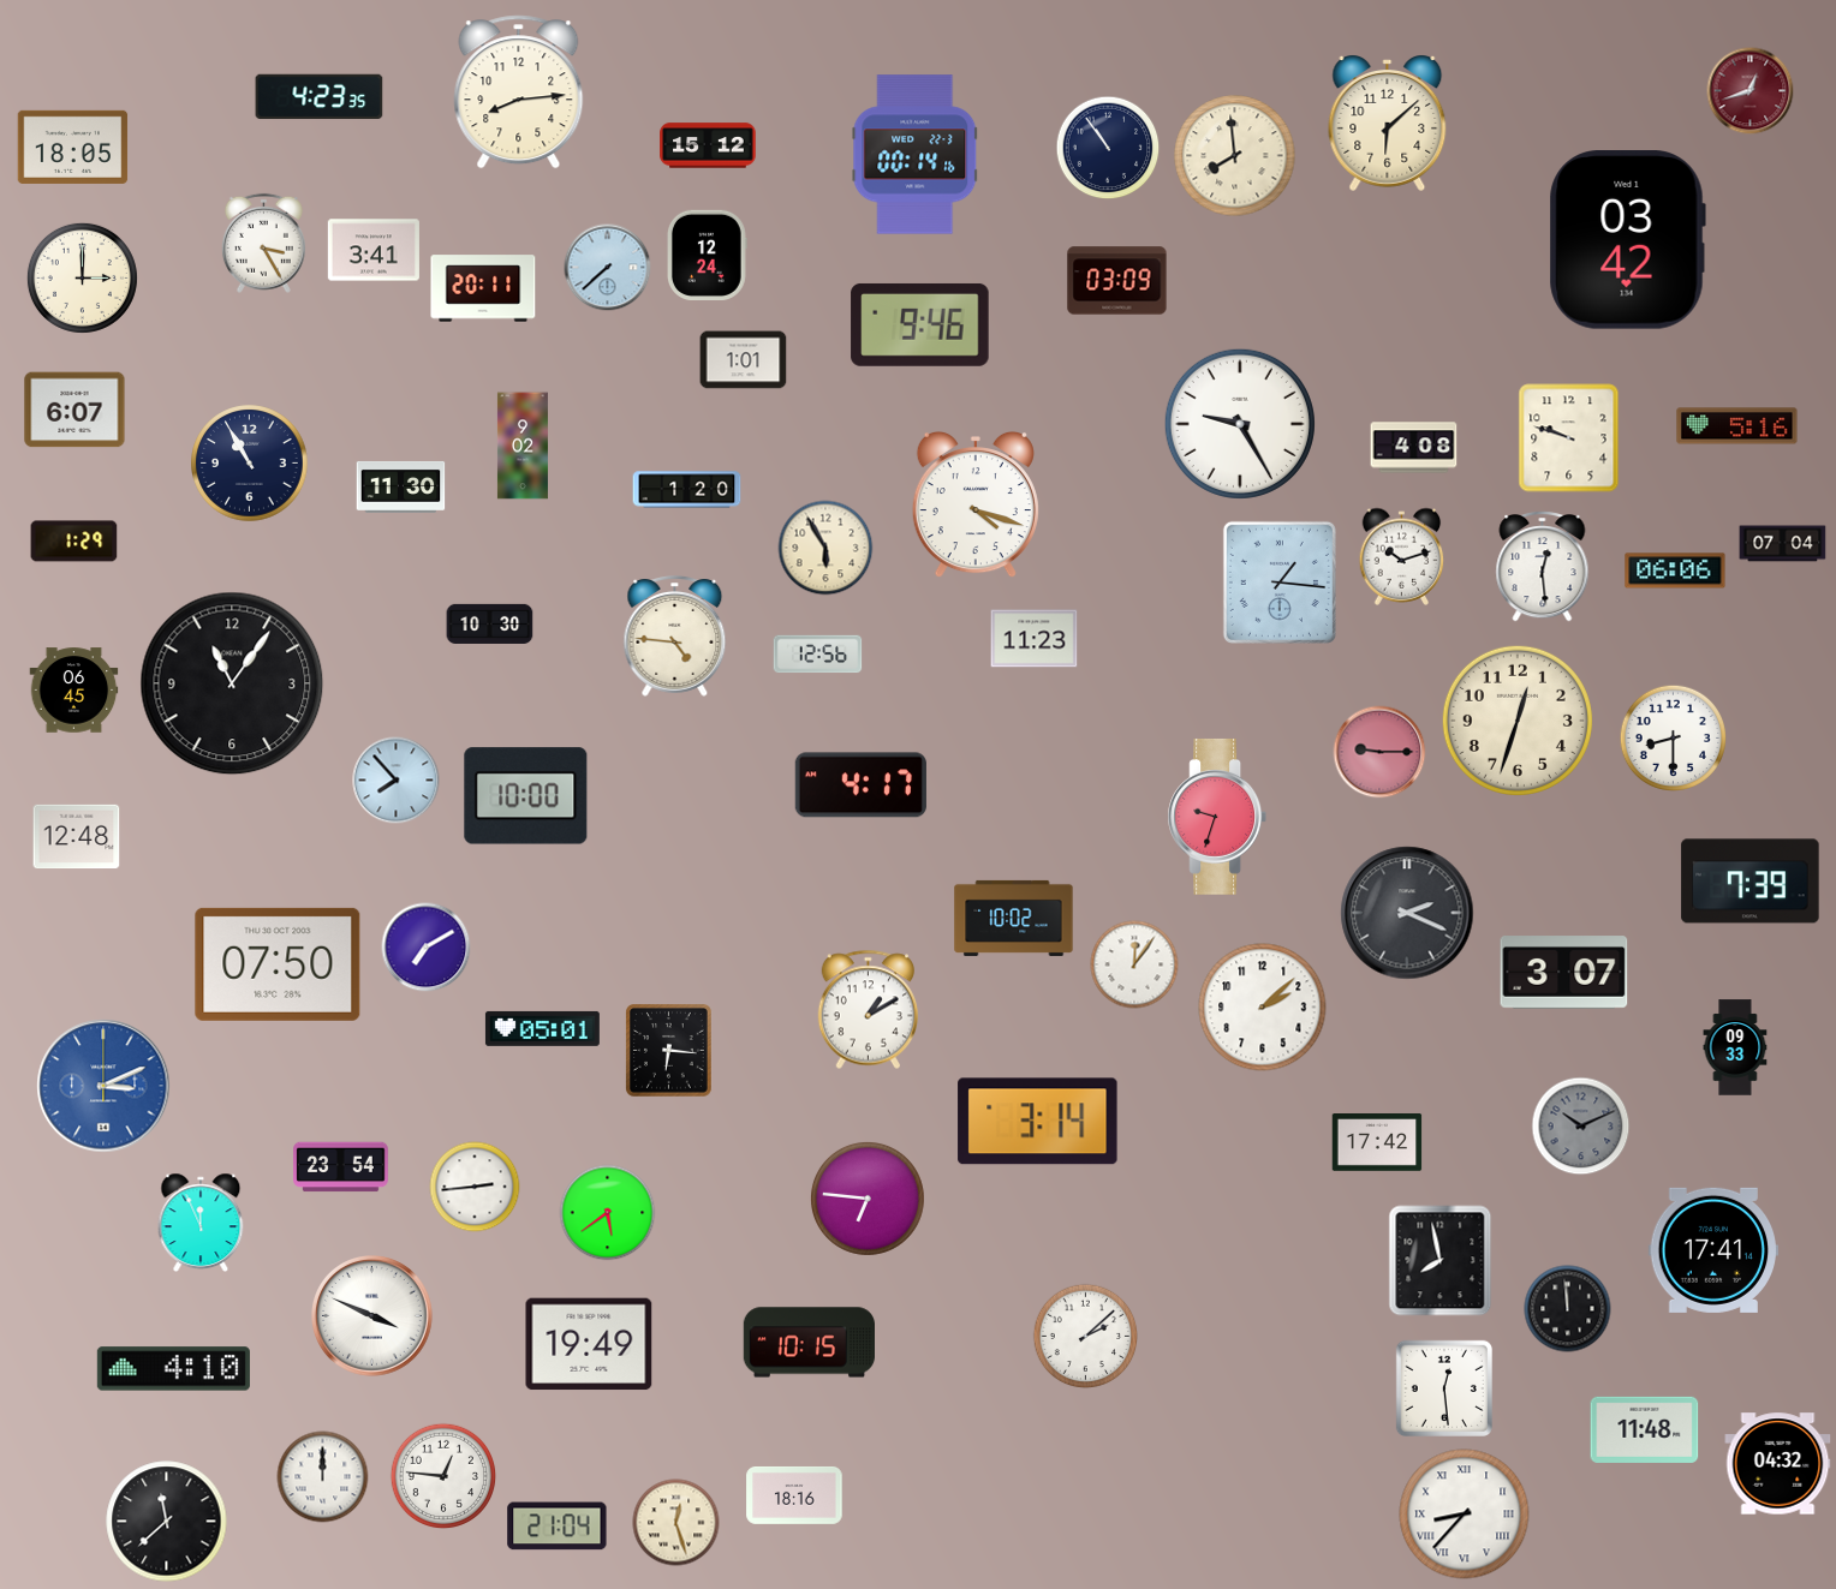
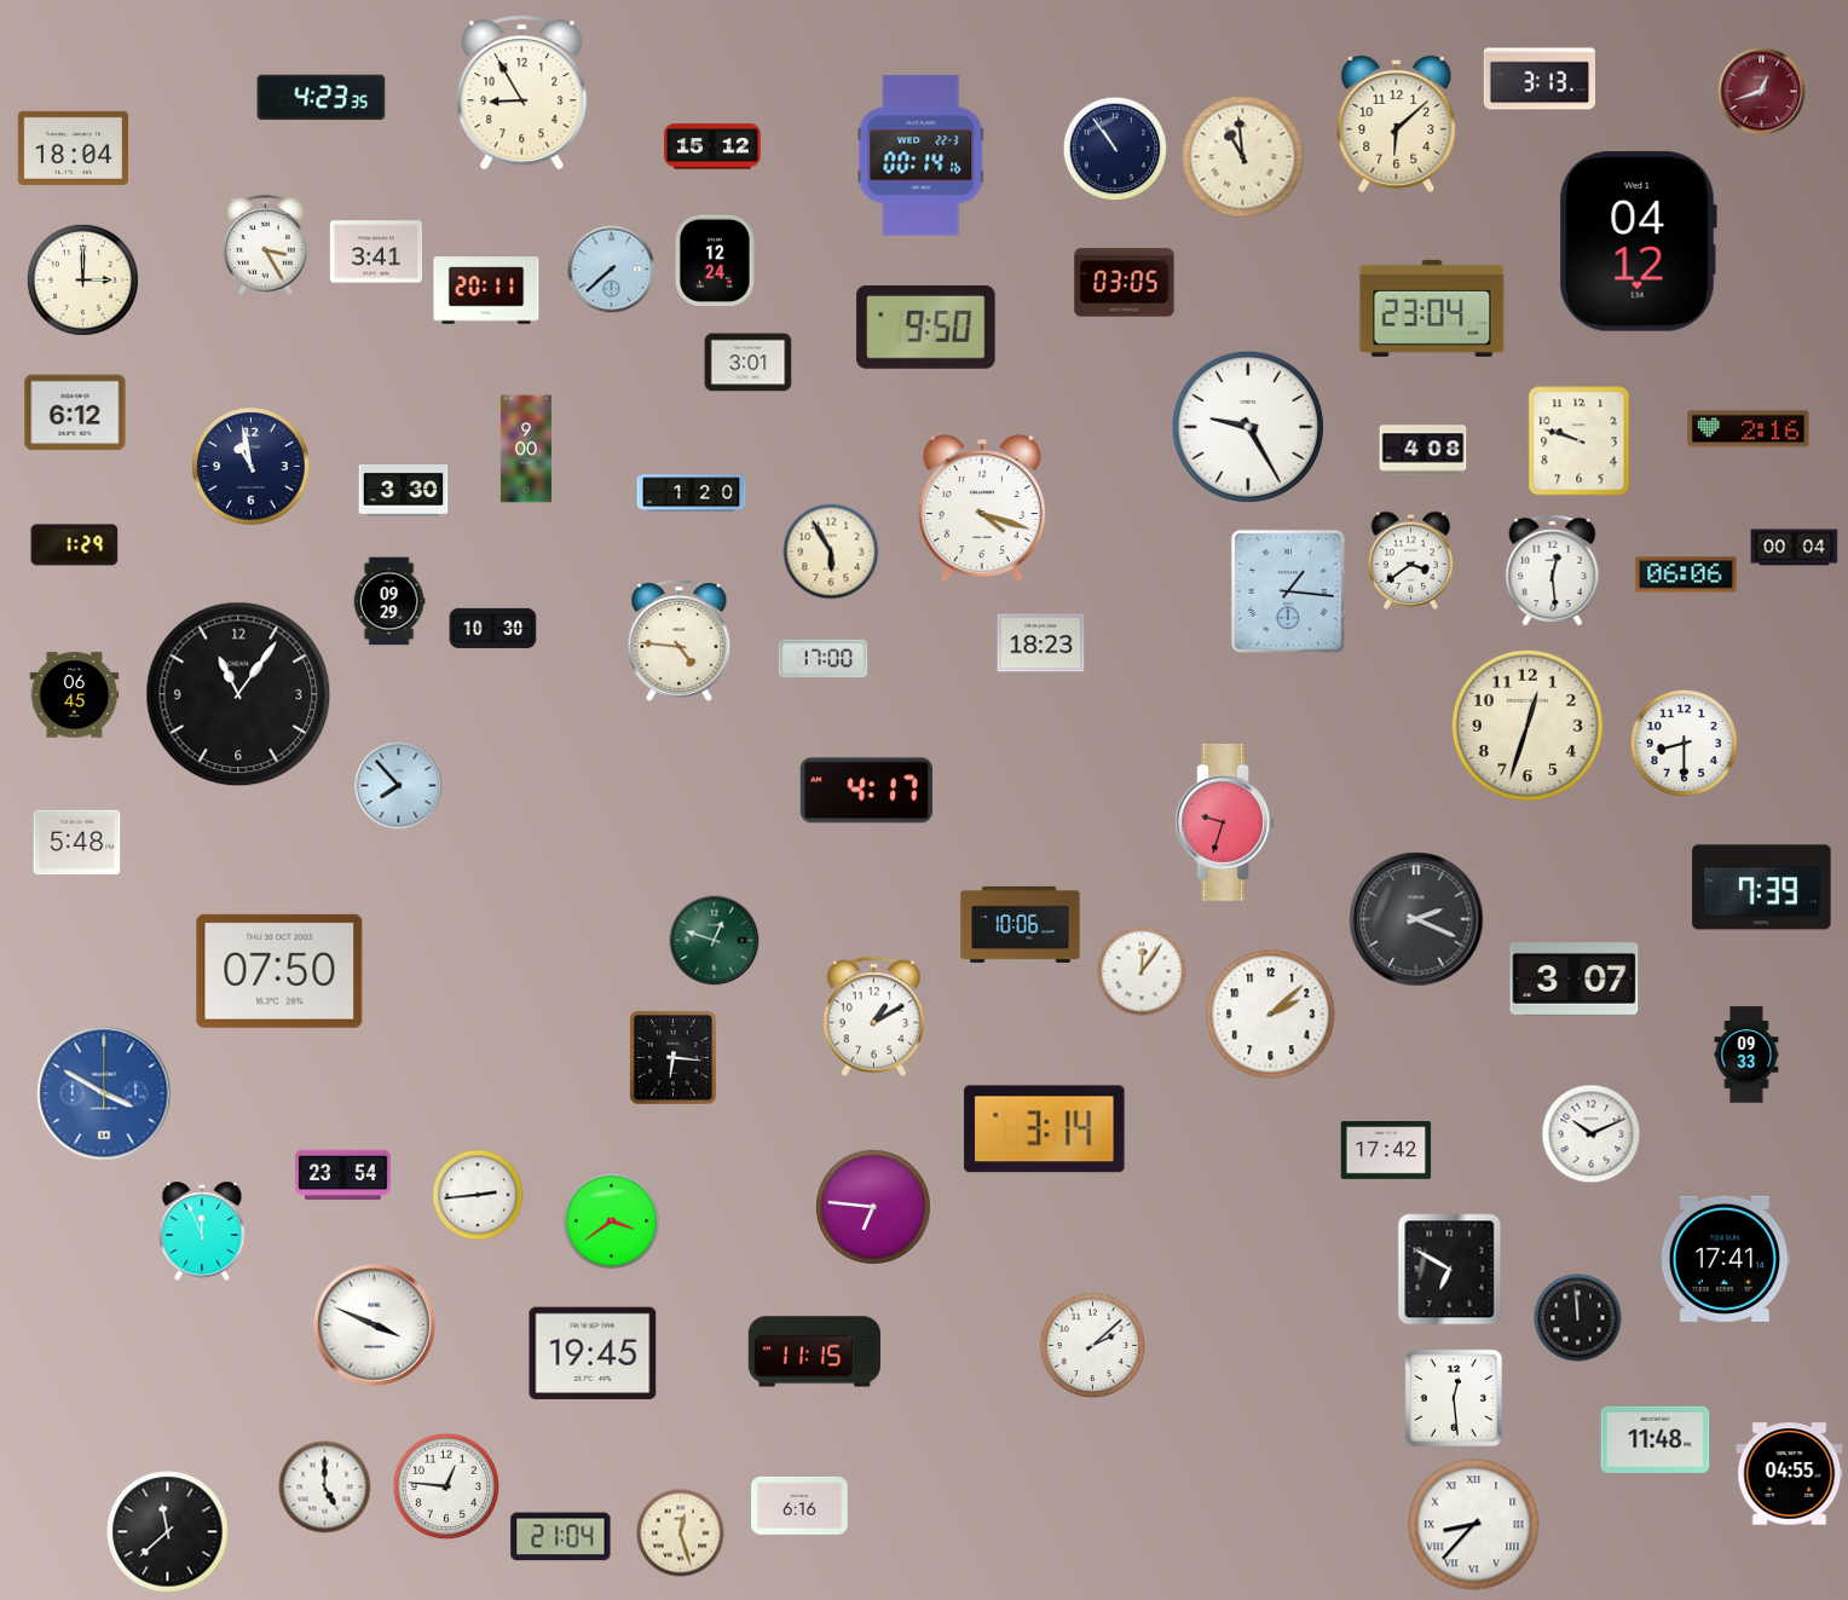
clock at (1538, 79): none -> 3:13
clock at (519, 92): 8:14 -> 8:55
clock at (73, 147): 18:05 -> 18:04
clock at (1235, 156): 7:59 -> 10:59
clock at (1627, 240): 03:42 -> 04:12
clock at (707, 255) position: (707, 255) -> (715, 260)
clock at (1117, 281): 03:09 -> 03:05
clock at (1432, 308): none -> 23:04
clock at (920, 324): 9:46 -> 9:50
clock at (744, 360): 1:01 -> 3:01
clock at (74, 410): 6:07 -> 6:12
clock at (1737, 426): 5:16 -> 2:16
clock at (523, 446): 9:02 -> 9:00
clock at (250, 464): 10:55 -> 10:58
clock at (401, 486): 11:30 -> 3:30
clock at (1783, 544): 07:04 -> 00:04
clock at (1402, 556): 10:12 -> 3:39
clock at (1280, 583) position: (1280, 583) -> (1288, 591)
clock at (389, 601): none -> 09:29
clock at (1035, 639): 11:23 -> 18:23
clock at (818, 655): 12:56 -> 17:00
clock at (232, 683) position: (232, 683) -> (238, 694)
clock at (1379, 752): 9:15 -> none
clock at (526, 796): 10:00 -> none
clock at (77, 837): 12:48 -> 5:48
clock at (1014, 918): 10:02 -> 10:06
clock at (715, 941): none -> 12:48
clock at (427, 948): 7:10 -> none
clock at (542, 1028): 05:01 -> none
clock at (103, 1086): 3:11 -> 3:50
clock at (1581, 1127) dial: grey -> white
clock at (608, 1213): 5:39 -> 3:39
clock at (1441, 1261): 7:58 -> 6:50
clock at (809, 1343): 10:15 -> 11:15
clock at (589, 1344): 19:49 -> 19:45
clock at (173, 1369): 4:10 -> none
clock at (1778, 1464): 04:32 -> 04:55
clock at (323, 1477): 12:00 -> 5:00
clock at (794, 1495): 18:16 -> 6:16
